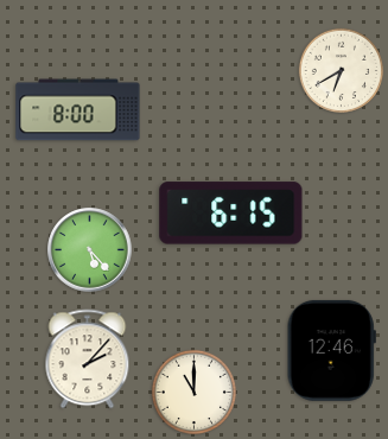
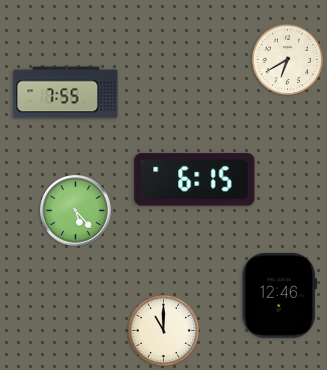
clock at (78, 110): 8:00 -> 7:55
clock at (88, 360): 2:07 -> none
